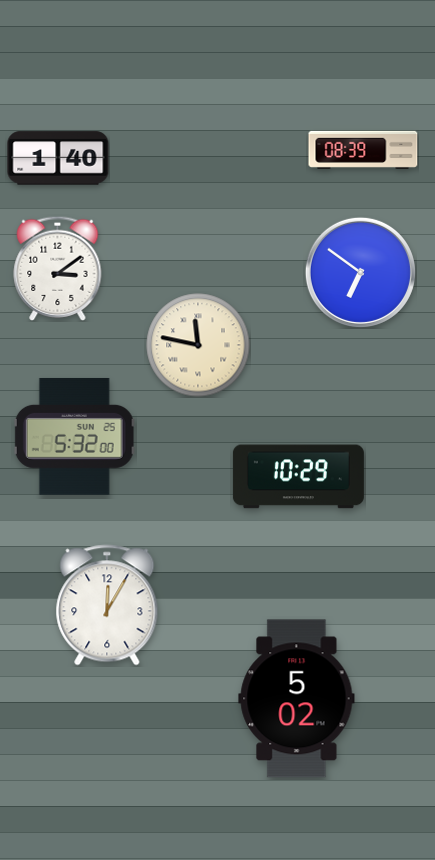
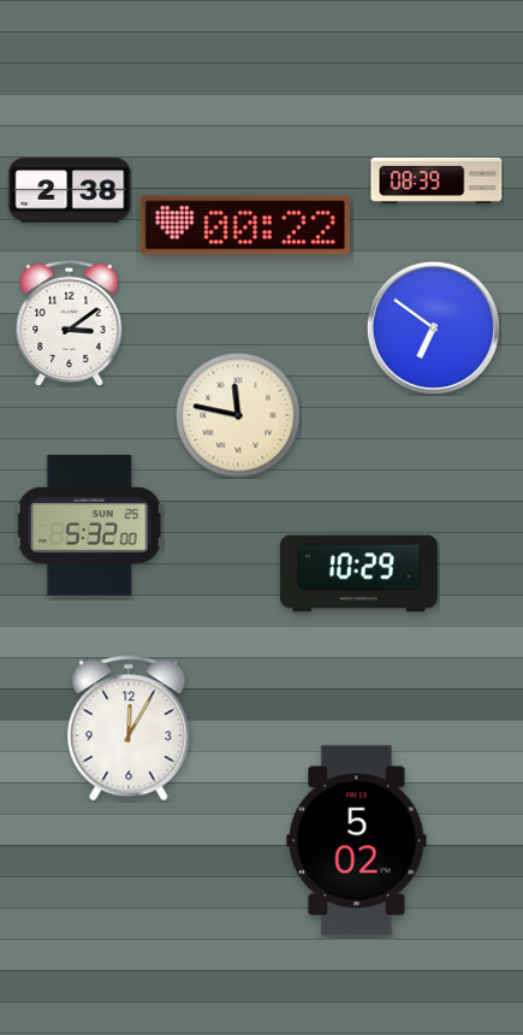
clock at (58, 158): 1:40 -> 2:38
clock at (245, 225): none -> 00:22
